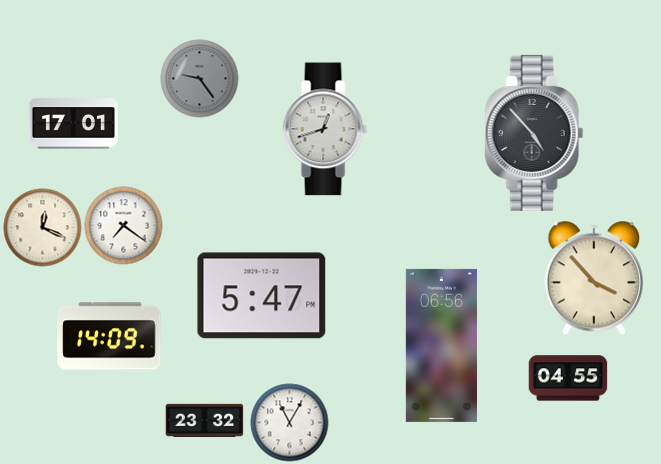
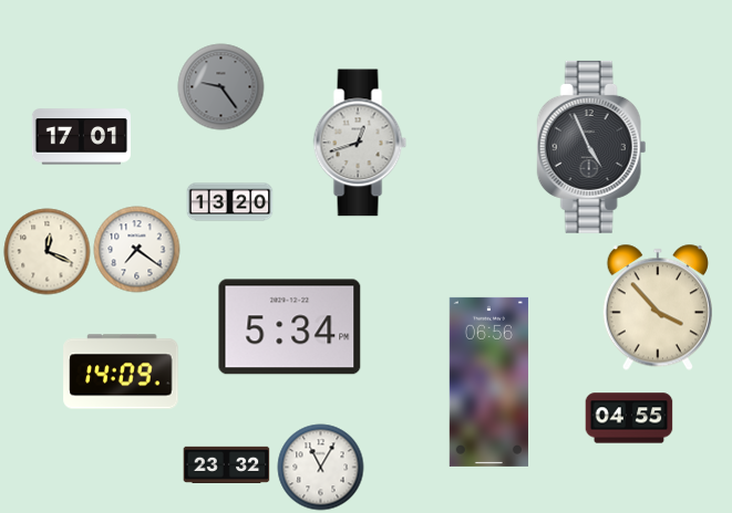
clock at (534, 133): 4:53 -> 4:56
clock at (229, 202): none -> 13:20
clock at (262, 296): 5:47 -> 5:34
